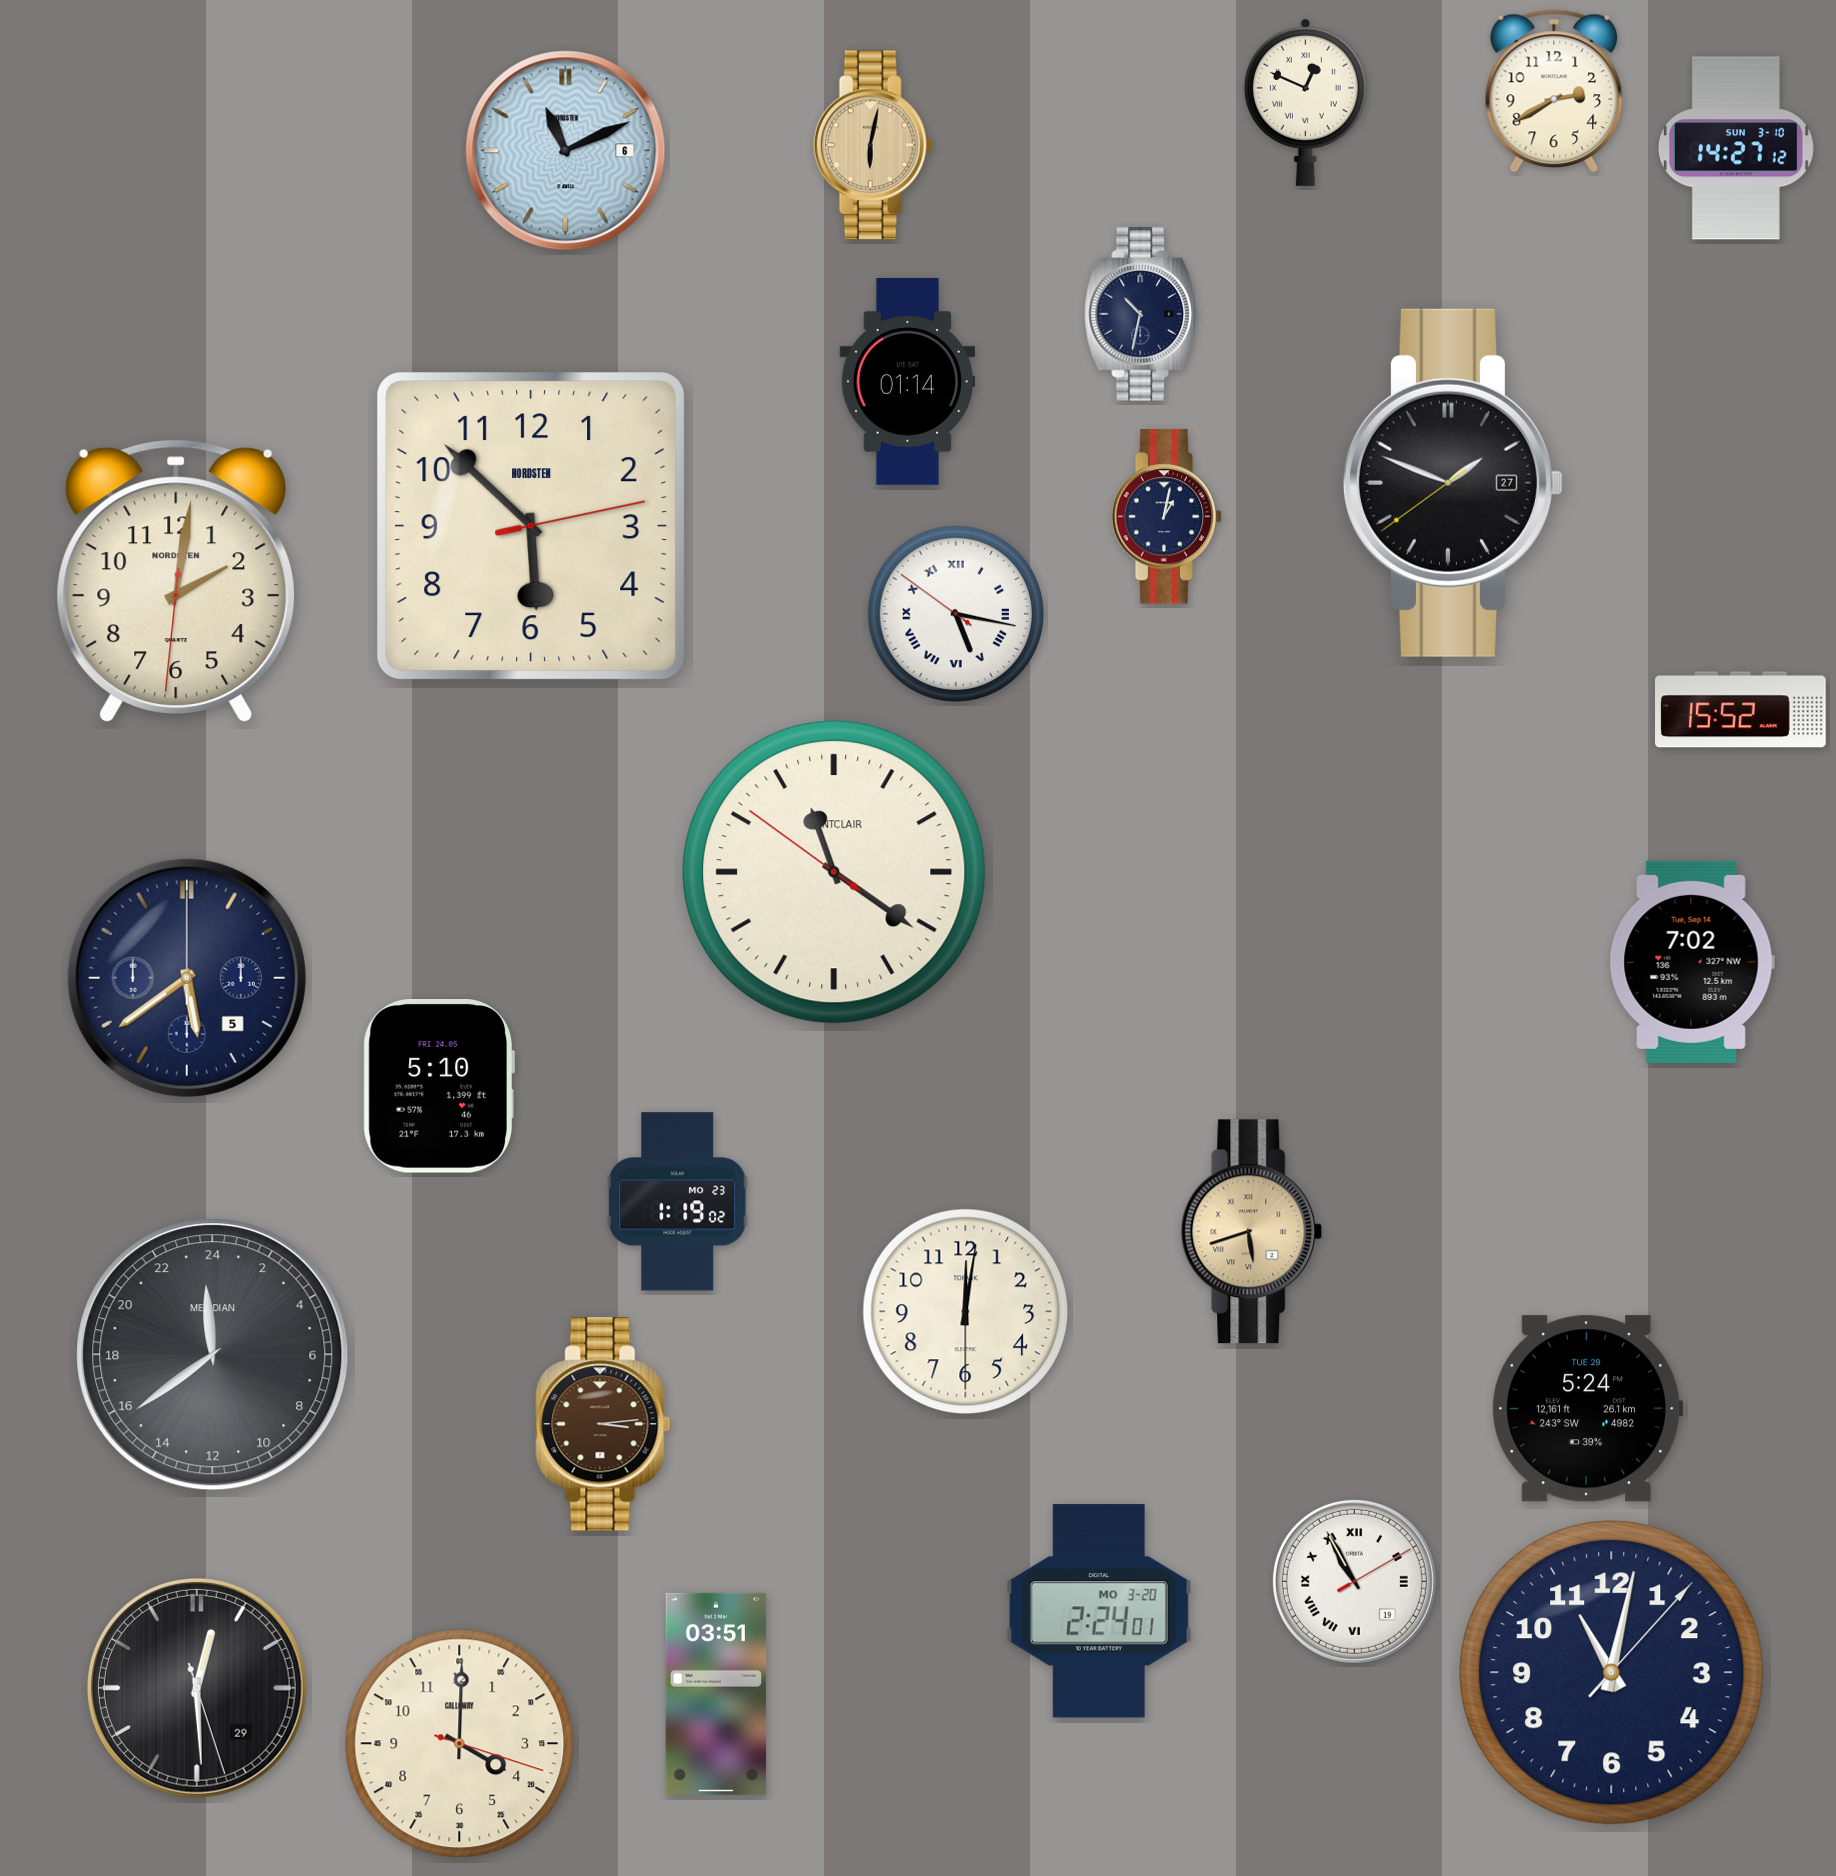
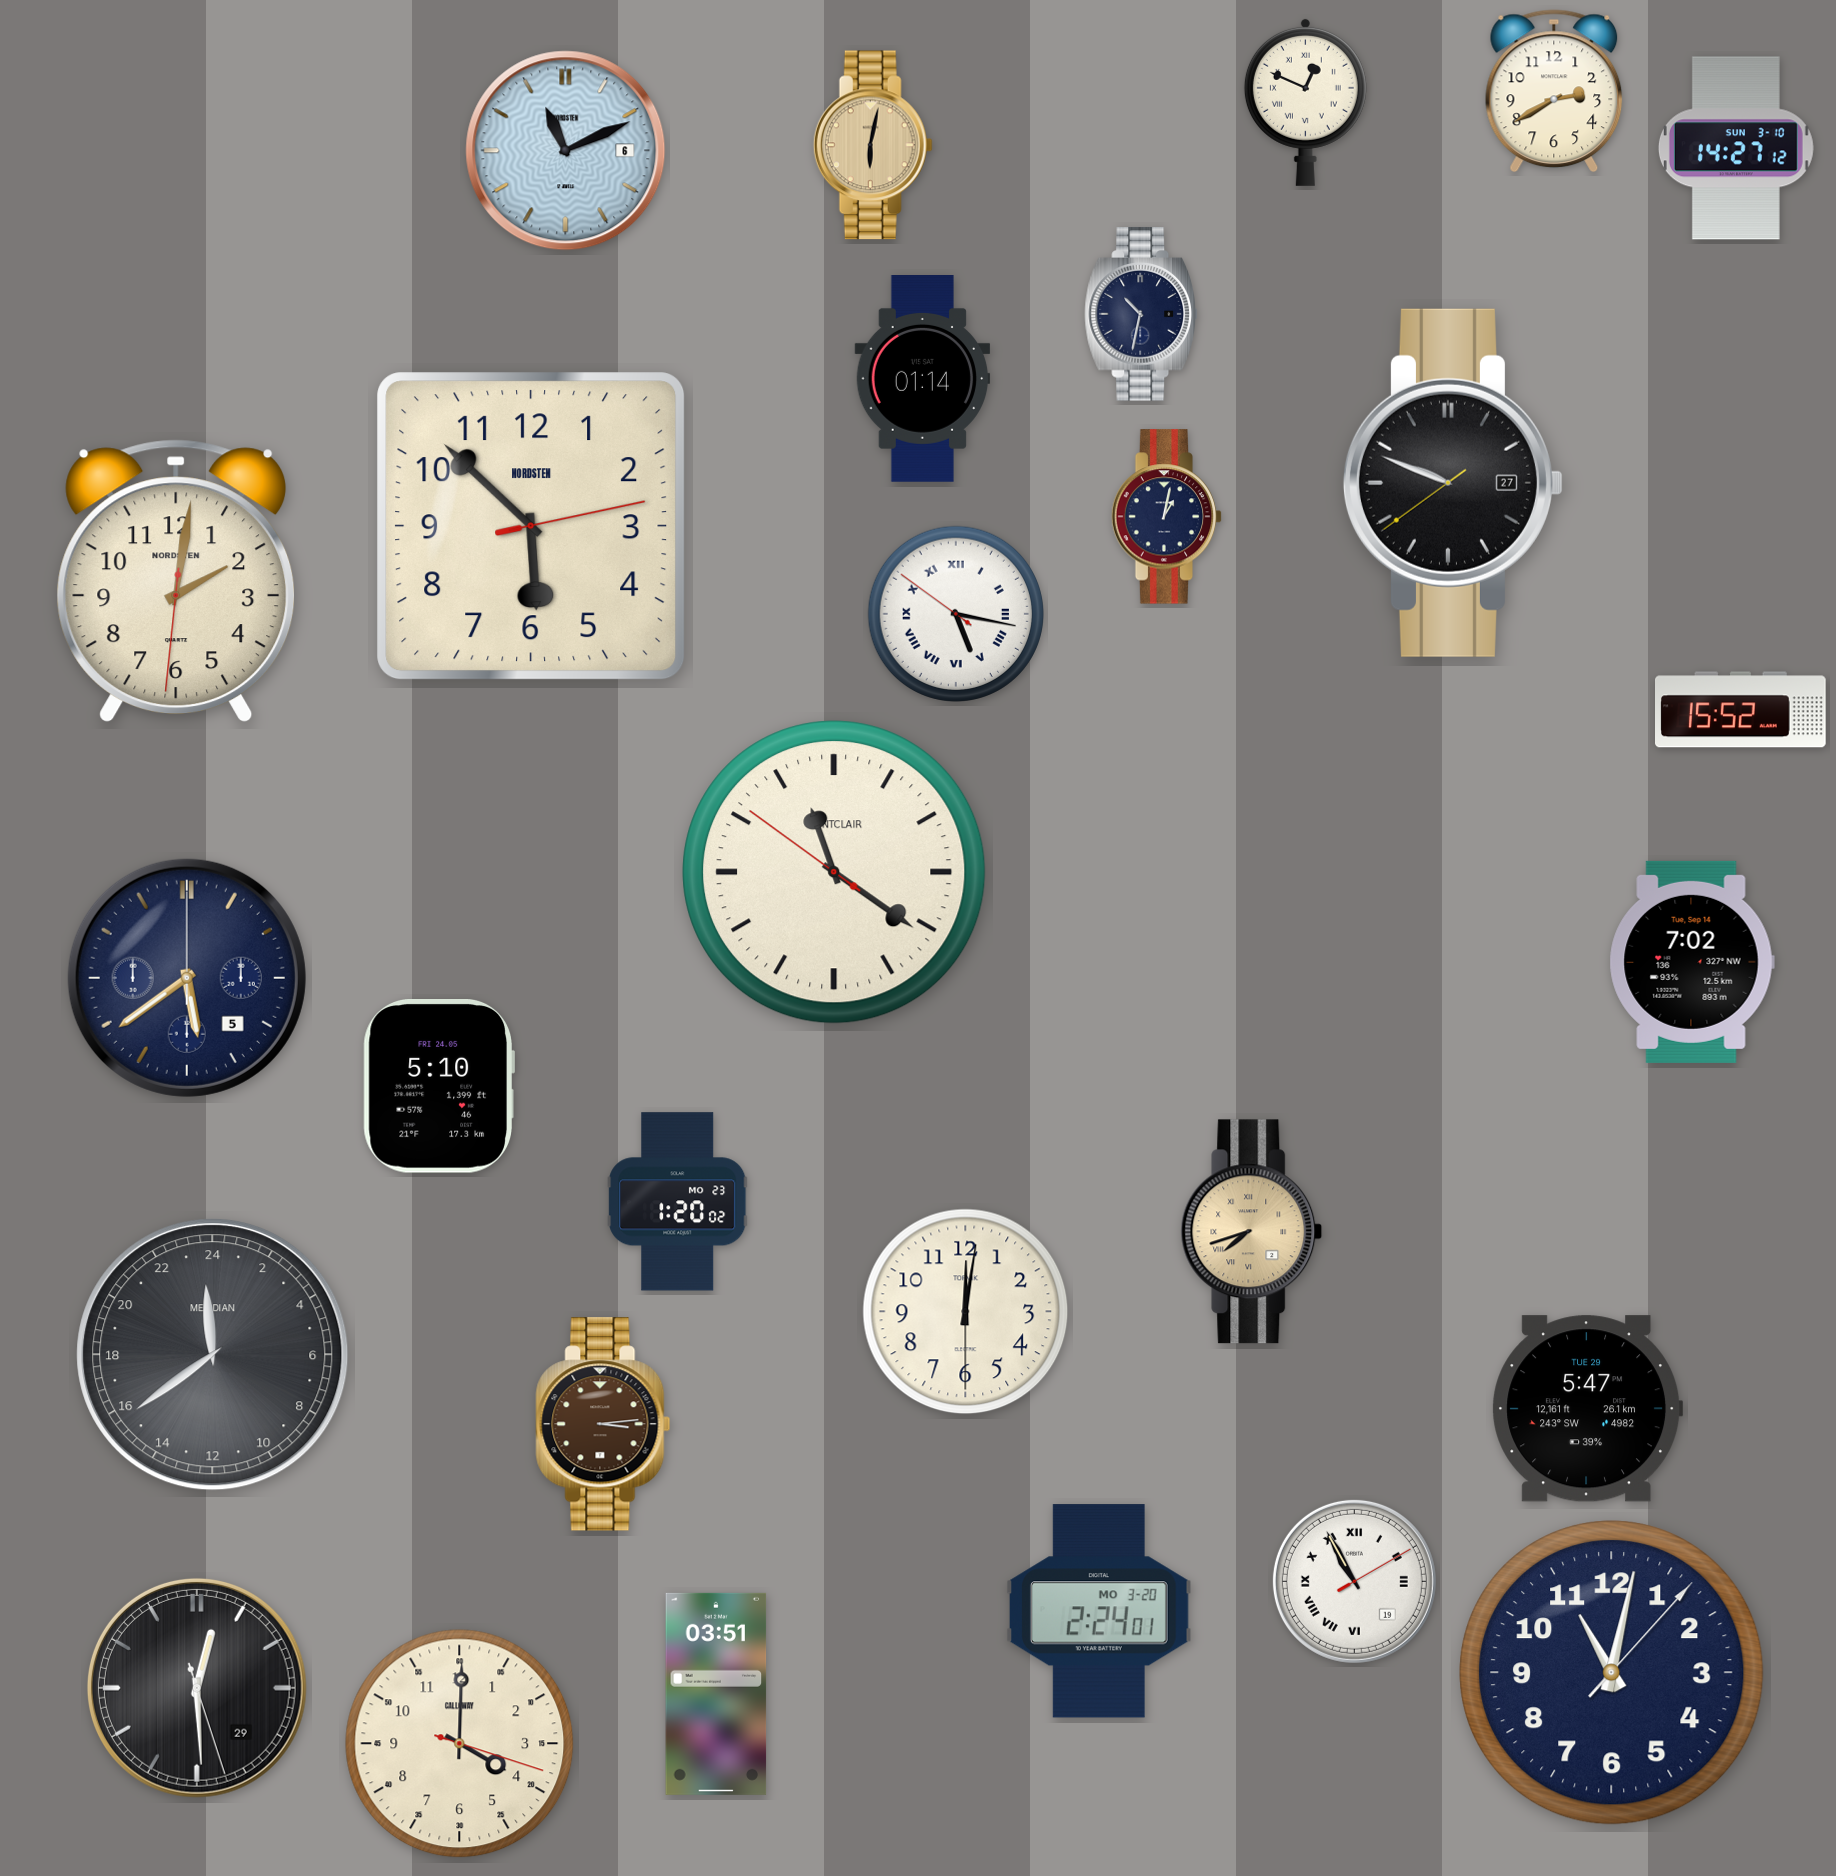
clock at (908, 382) position: (908, 382) -> (923, 379)
clock at (1453, 483): 1:48 -> 9:48
clock at (678, 1202): 1:19 -> 1:20
clock at (1252, 1232): 5:42 -> 7:42
clock at (1588, 1409): 5:24 -> 5:47
